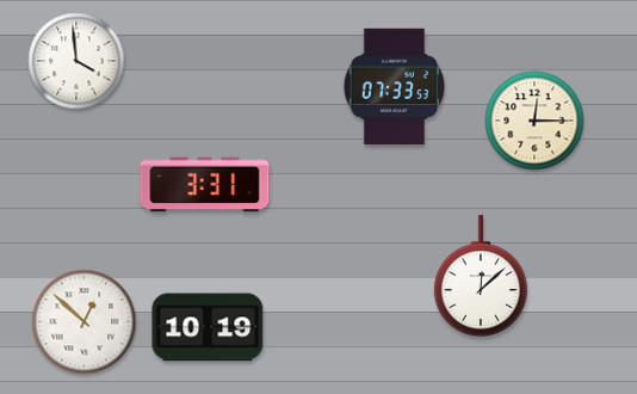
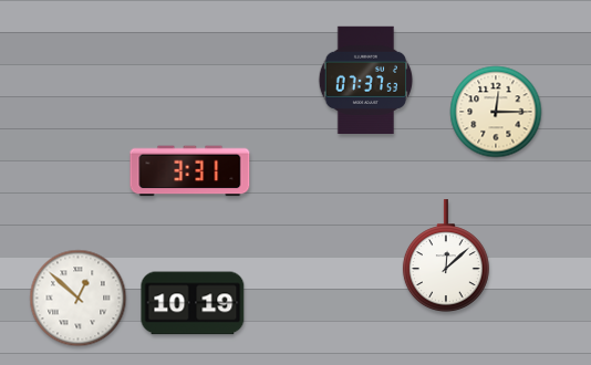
clock at (76, 61): 3:59 -> none
clock at (395, 86): 07:33 -> 07:37
